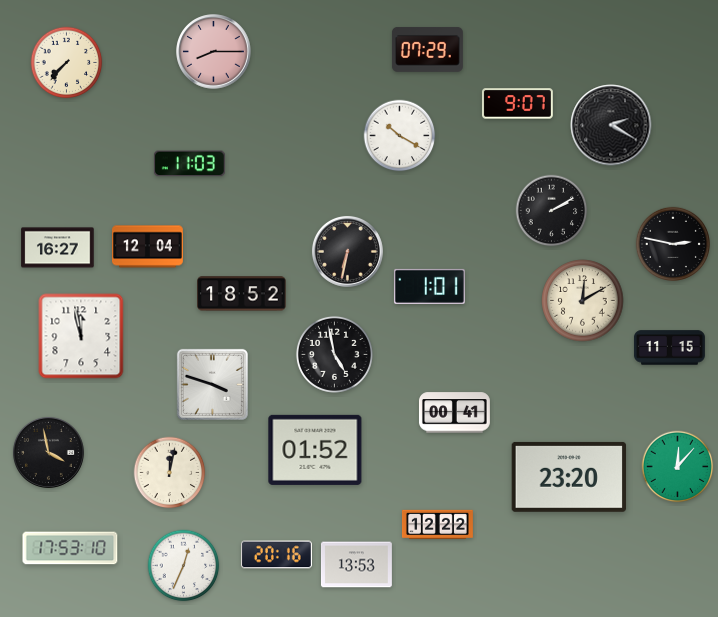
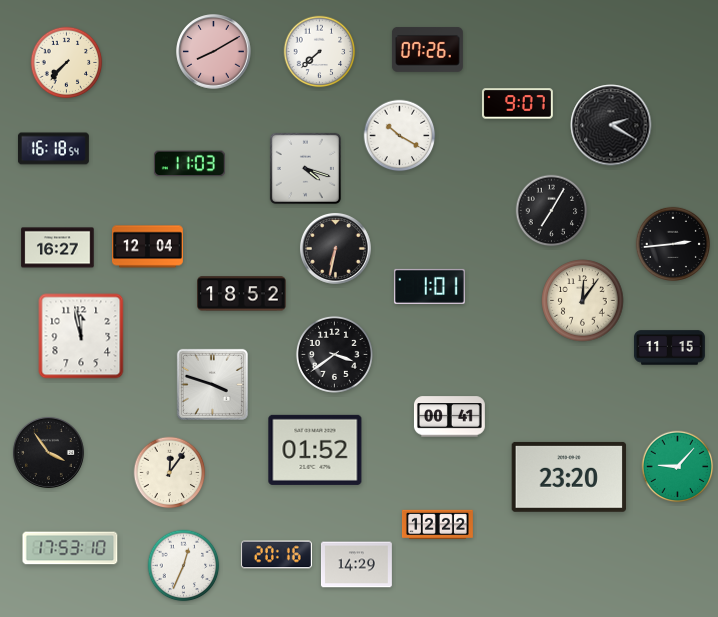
clock at (427, 50): 07:29 -> 07:26
clock at (214, 52): 8:15 -> 8:10
clock at (320, 52): none -> 7:38
clock at (53, 149): none -> 16:18
clock at (305, 168): none -> 4:18
clock at (552, 211): 2:10 -> 7:05
clock at (672, 243): 2:47 -> 2:44
clock at (347, 251) position: (347, 251) -> (335, 248)
clock at (583, 301): 12:10 -> 12:06
clock at (334, 354): 4:58 -> 3:39
clock at (454, 413) position: (454, 413) -> (449, 417)
clock at (48, 452): 3:58 -> 3:54
clock at (678, 467): 12:07 -> 9:07
clock at (170, 473): 12:02 -> 12:06
clock at (356, 565): 13:53 -> 14:29
